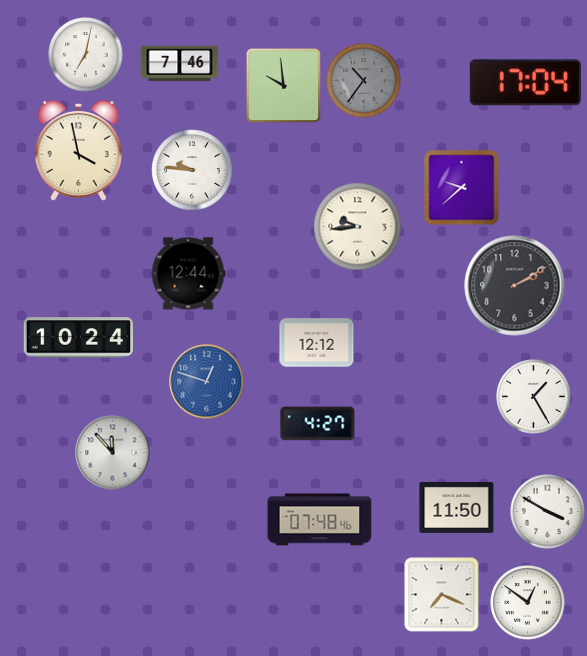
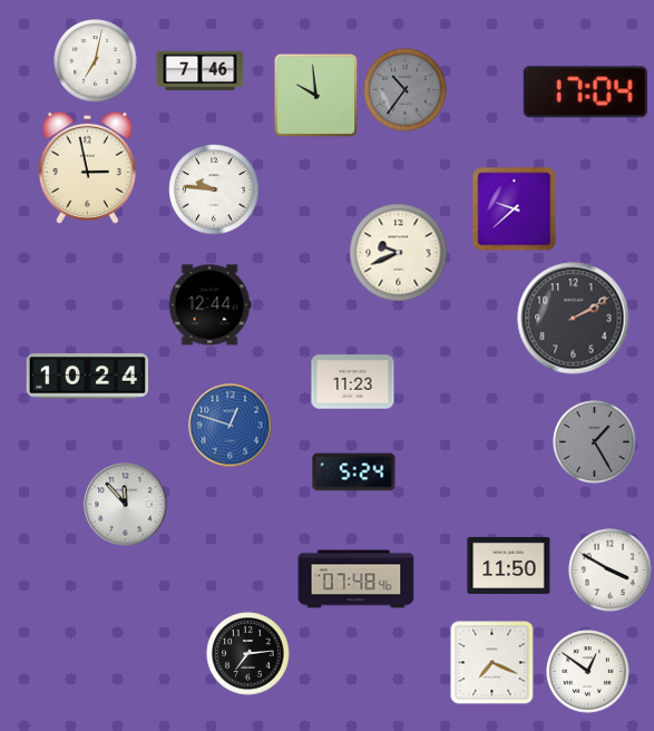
clock at (78, 150): 3:58 -> 2:58
clock at (358, 227): 9:44 -> 9:41
clock at (317, 343): 12:12 -> 11:23
clock at (534, 397) dial: white -> grey
clock at (318, 424): 4:27 -> 5:24
clock at (248, 654): none -> 7:14
